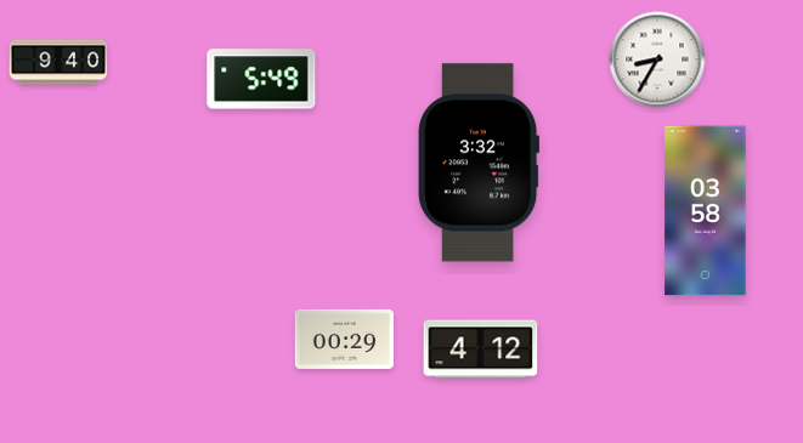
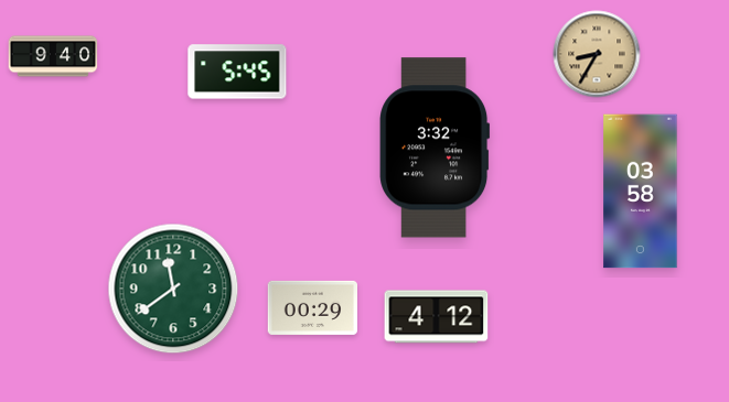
clock at (657, 59) dial: white -> champagne
clock at (261, 79): 5:49 -> 5:45
clock at (173, 289): none -> 11:39
